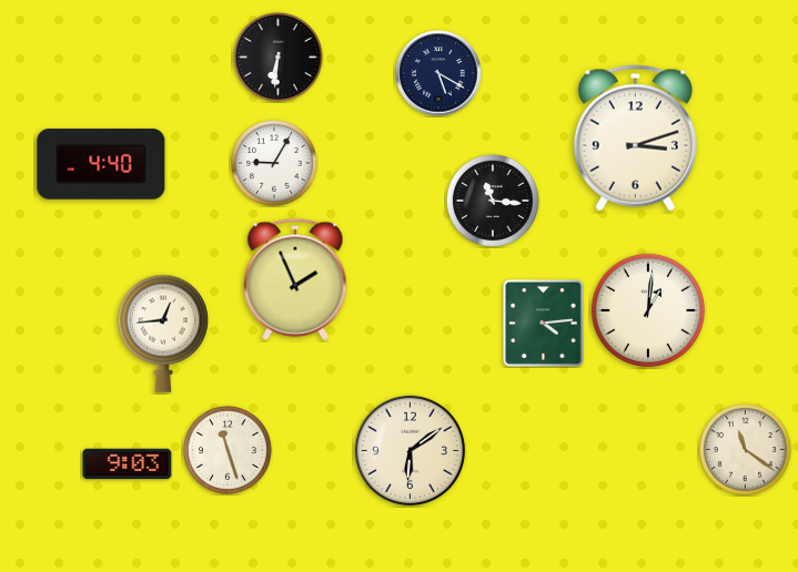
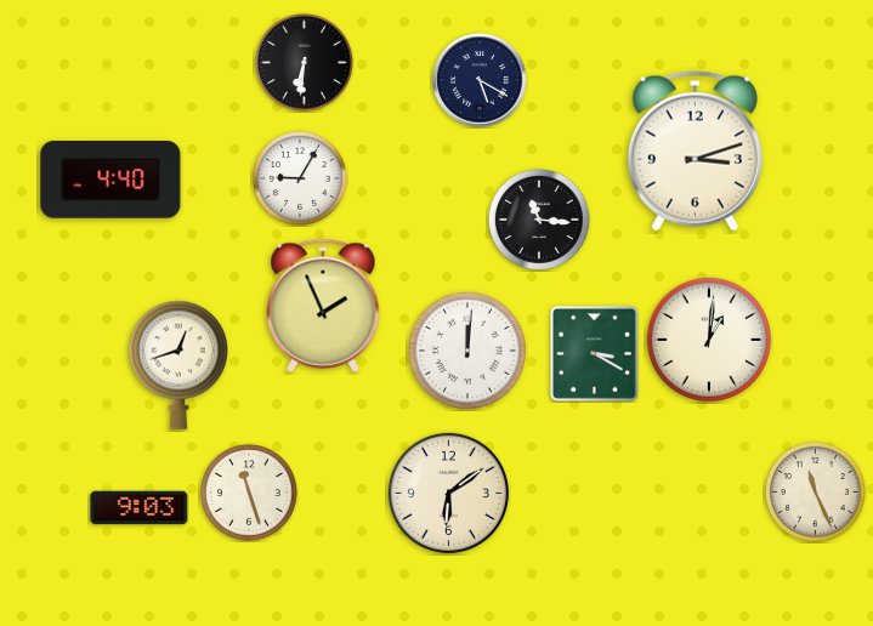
clock at (467, 351): none -> 12:01
clock at (543, 323): 4:14 -> 3:20
clock at (163, 334): 12:44 -> 12:42
clock at (745, 449): 11:21 -> 11:26
